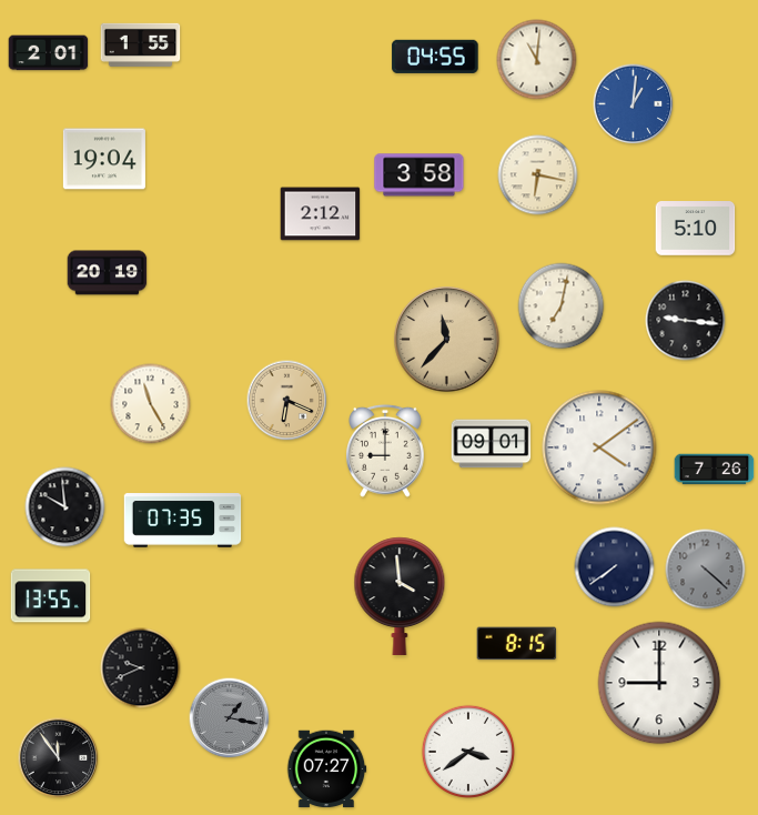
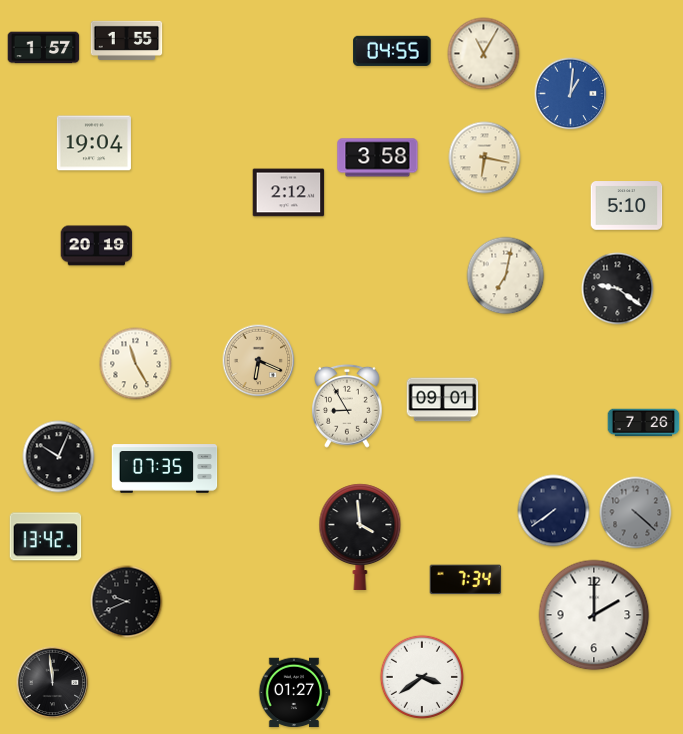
clock at (49, 53): 2:01 -> 1:57
clock at (537, 60): 11:01 -> 11:05
clock at (686, 321): 9:16 -> 9:21
clock at (447, 340): 11:37 -> none
clock at (599, 447): 4:09 -> none
clock at (386, 451): 9:00 -> 8:55
clock at (65, 507): 9:59 -> 10:04
clock at (51, 596): 13:55 -> 13:42
clock at (517, 644): 8:15 -> 7:34
clock at (659, 683): 9:00 -> 2:00
clock at (230, 718): 1:17 -> none
clock at (59, 758): 11:54 -> 11:59
clock at (326, 769): 07:27 -> 01:27
